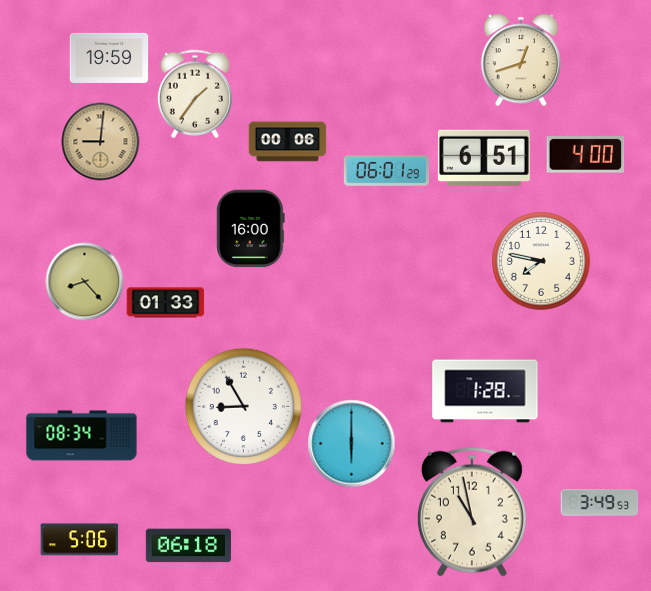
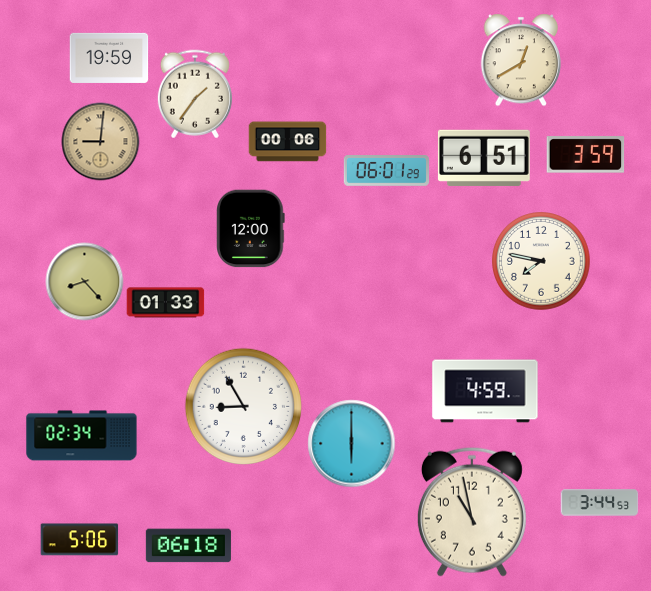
clock at (520, 60): 12:42 -> 12:40
clock at (585, 155): 4:00 -> 3:59
clock at (251, 228): 16:00 -> 12:00
clock at (485, 391): 1:28 -> 4:59
clock at (82, 436): 08:34 -> 02:34
clock at (599, 503): 3:49 -> 3:44
